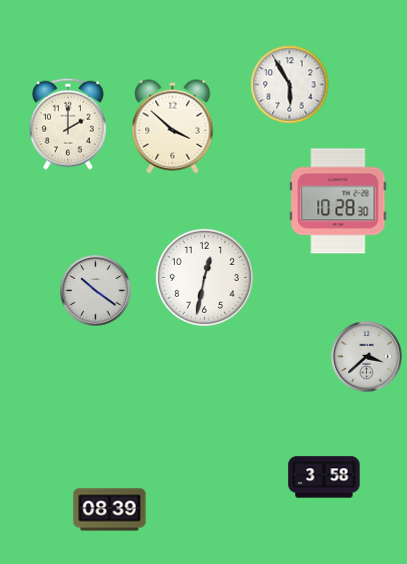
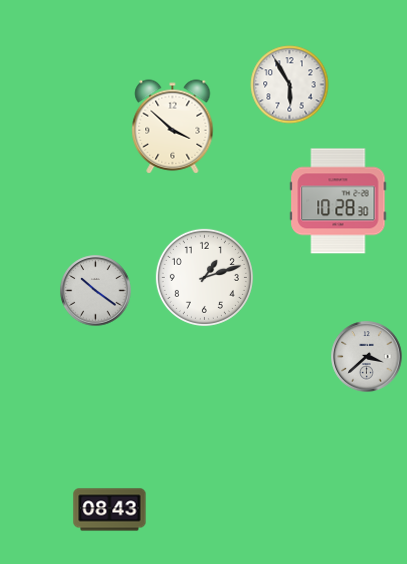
clock at (68, 124): 2:00 -> none
clock at (204, 277): 12:32 -> 1:12
clock at (324, 477): 3:58 -> none
clock at (110, 510): 08:39 -> 08:43
